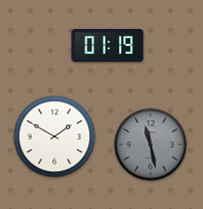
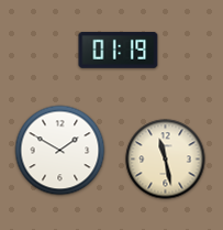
clock at (151, 145) dial: grey -> cream
